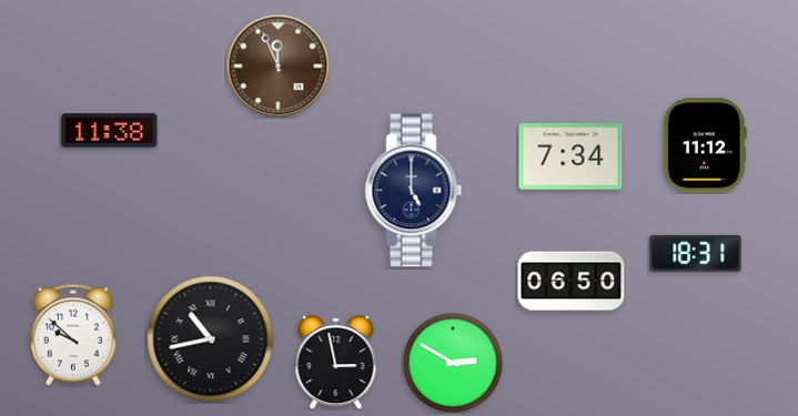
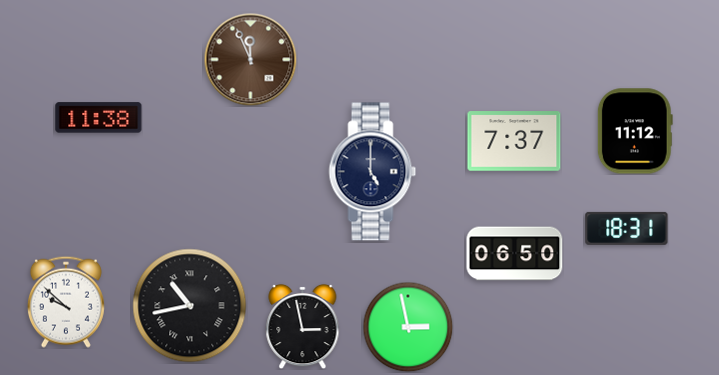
clock at (570, 156): 7:34 -> 7:37
clock at (453, 363): 2:50 -> 2:58
